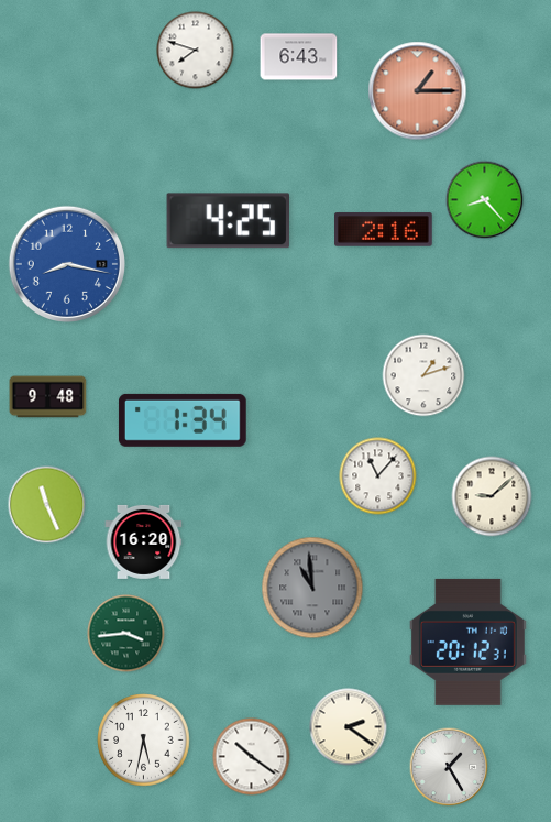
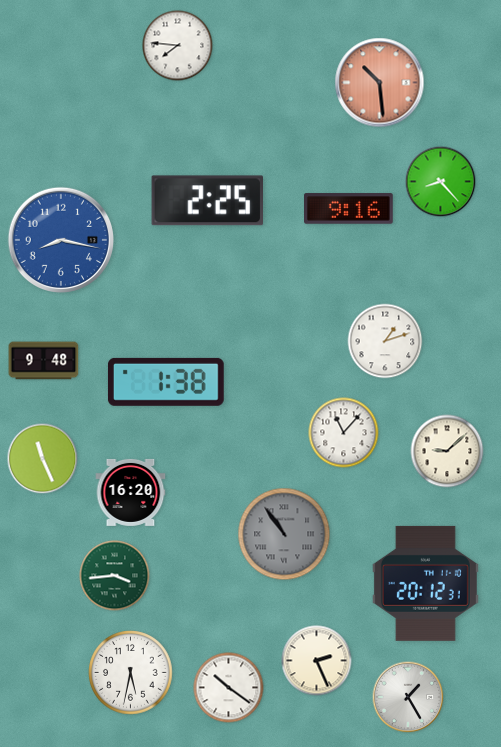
clock at (196, 51): 7:48 -> 7:46
clock at (299, 57): 6:43 -> none
clock at (418, 91): 1:15 -> 10:29
clock at (228, 221): 4:25 -> 2:25
clock at (384, 230): 2:16 -> 9:16
clock at (183, 420): 1:34 -> 1:38
clock at (312, 588): 10:59 -> 10:54
clock at (349, 727): 2:21 -> 2:26
